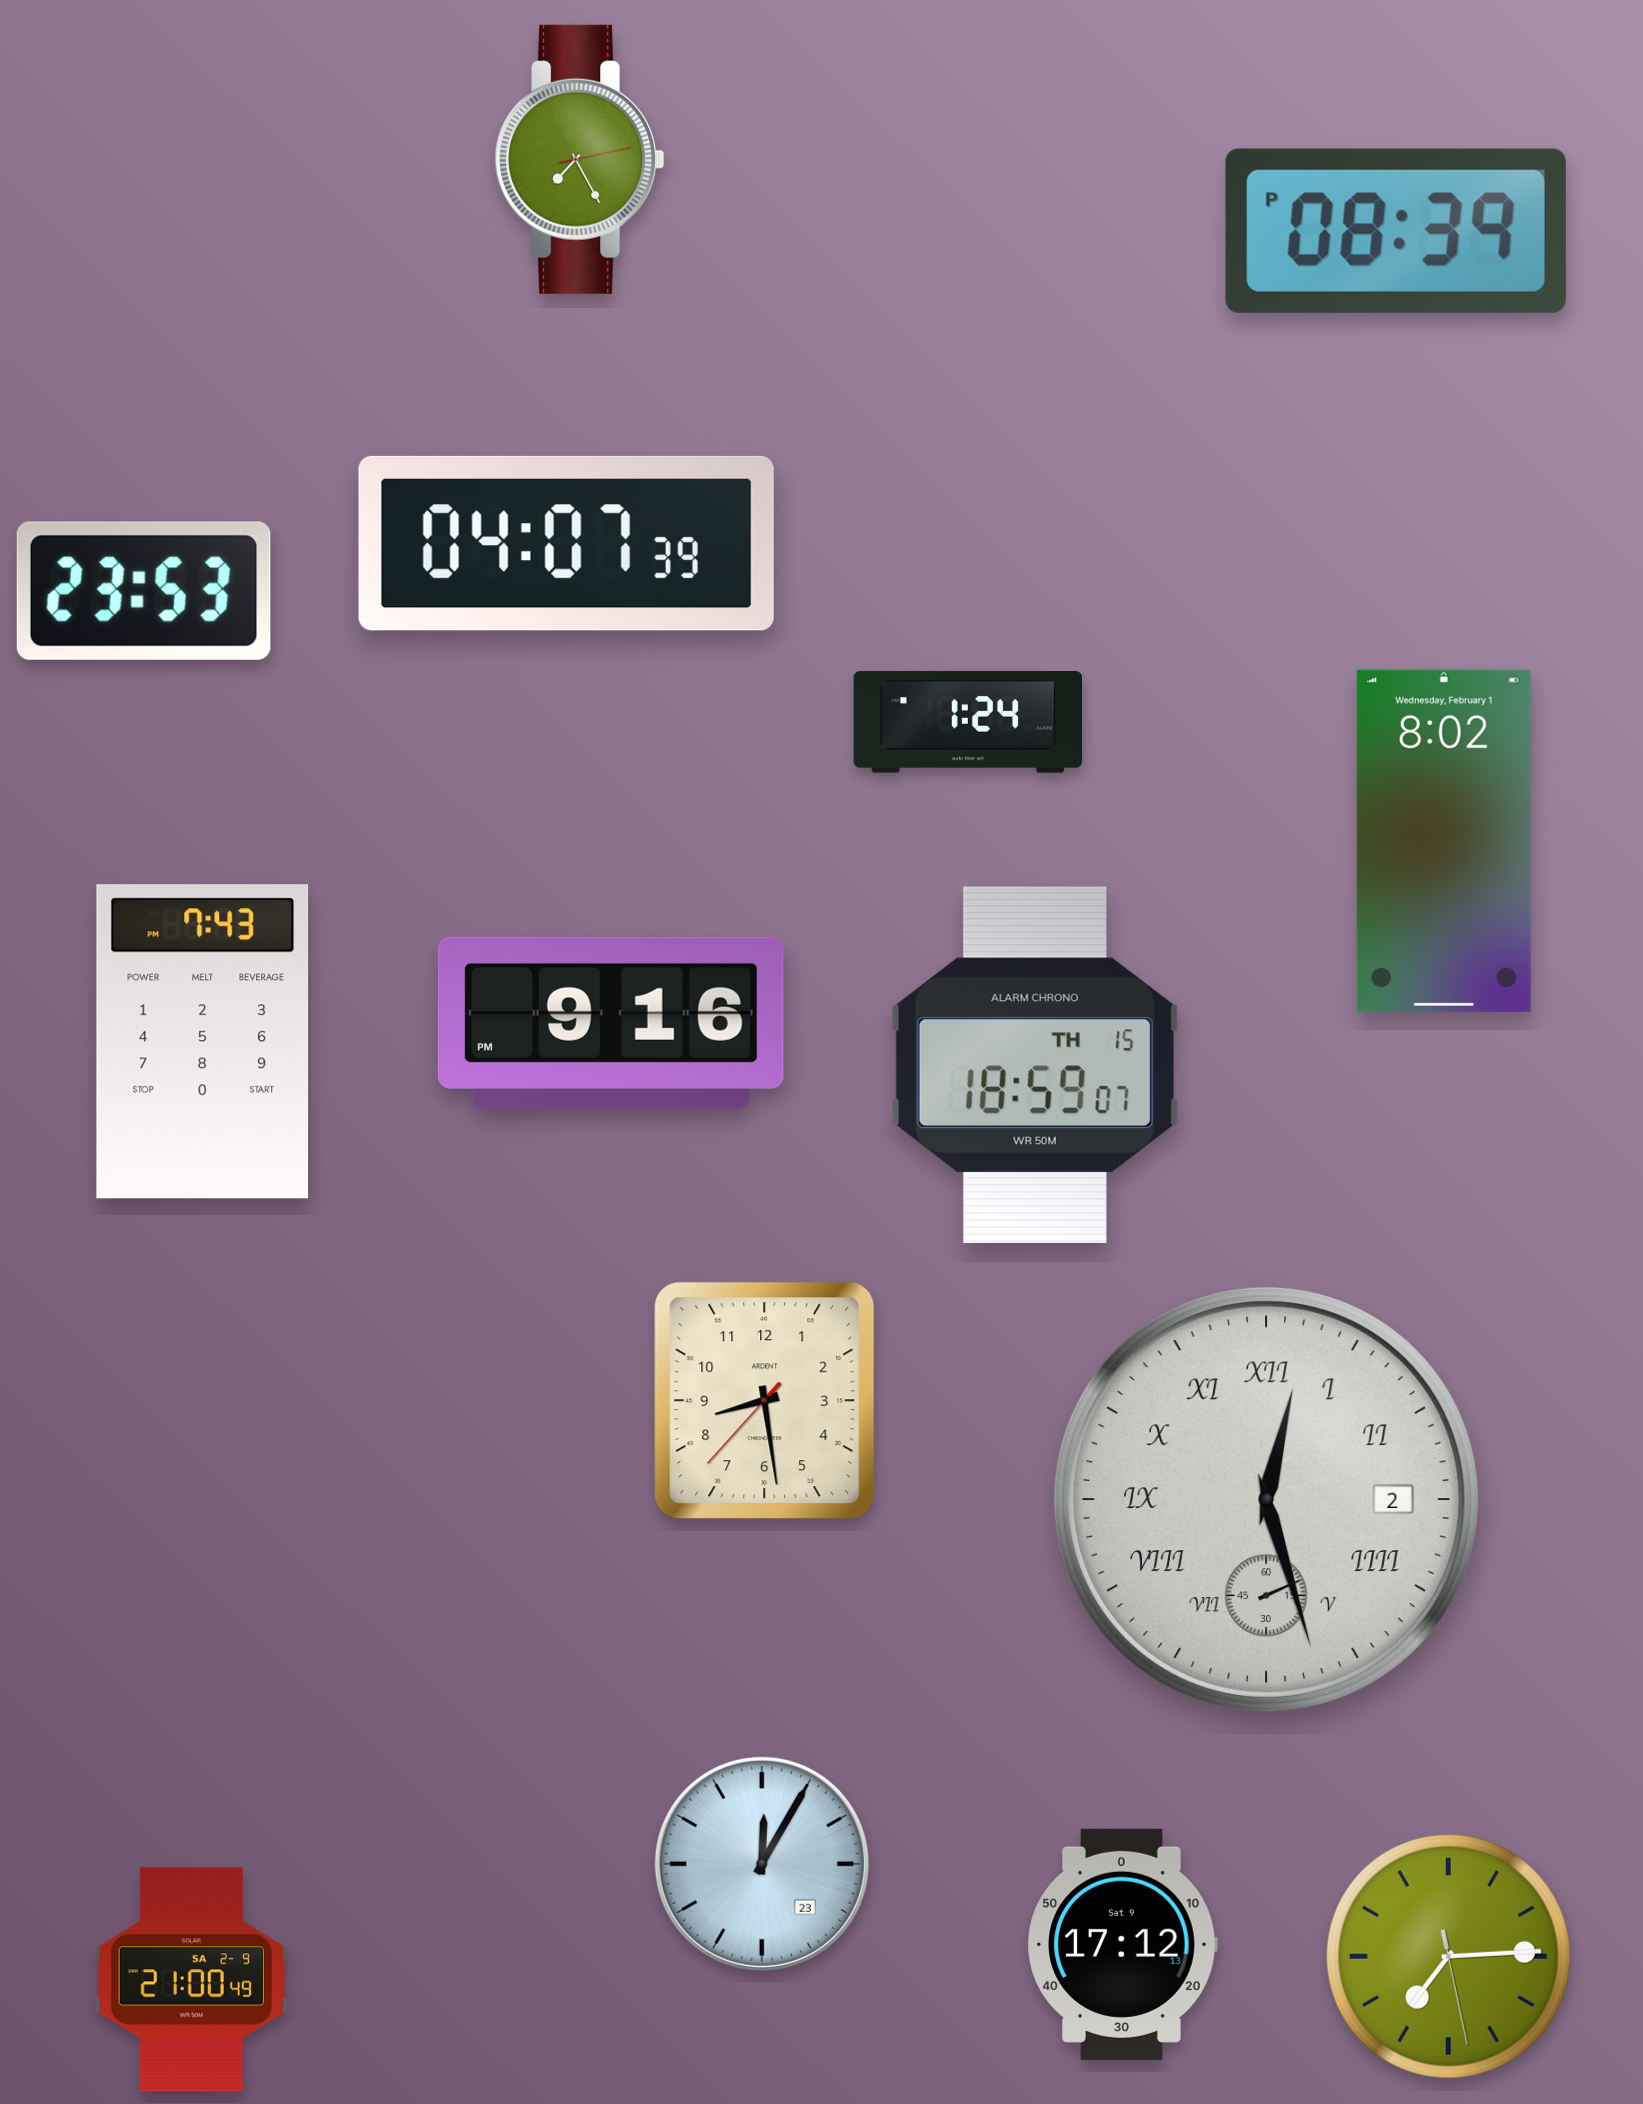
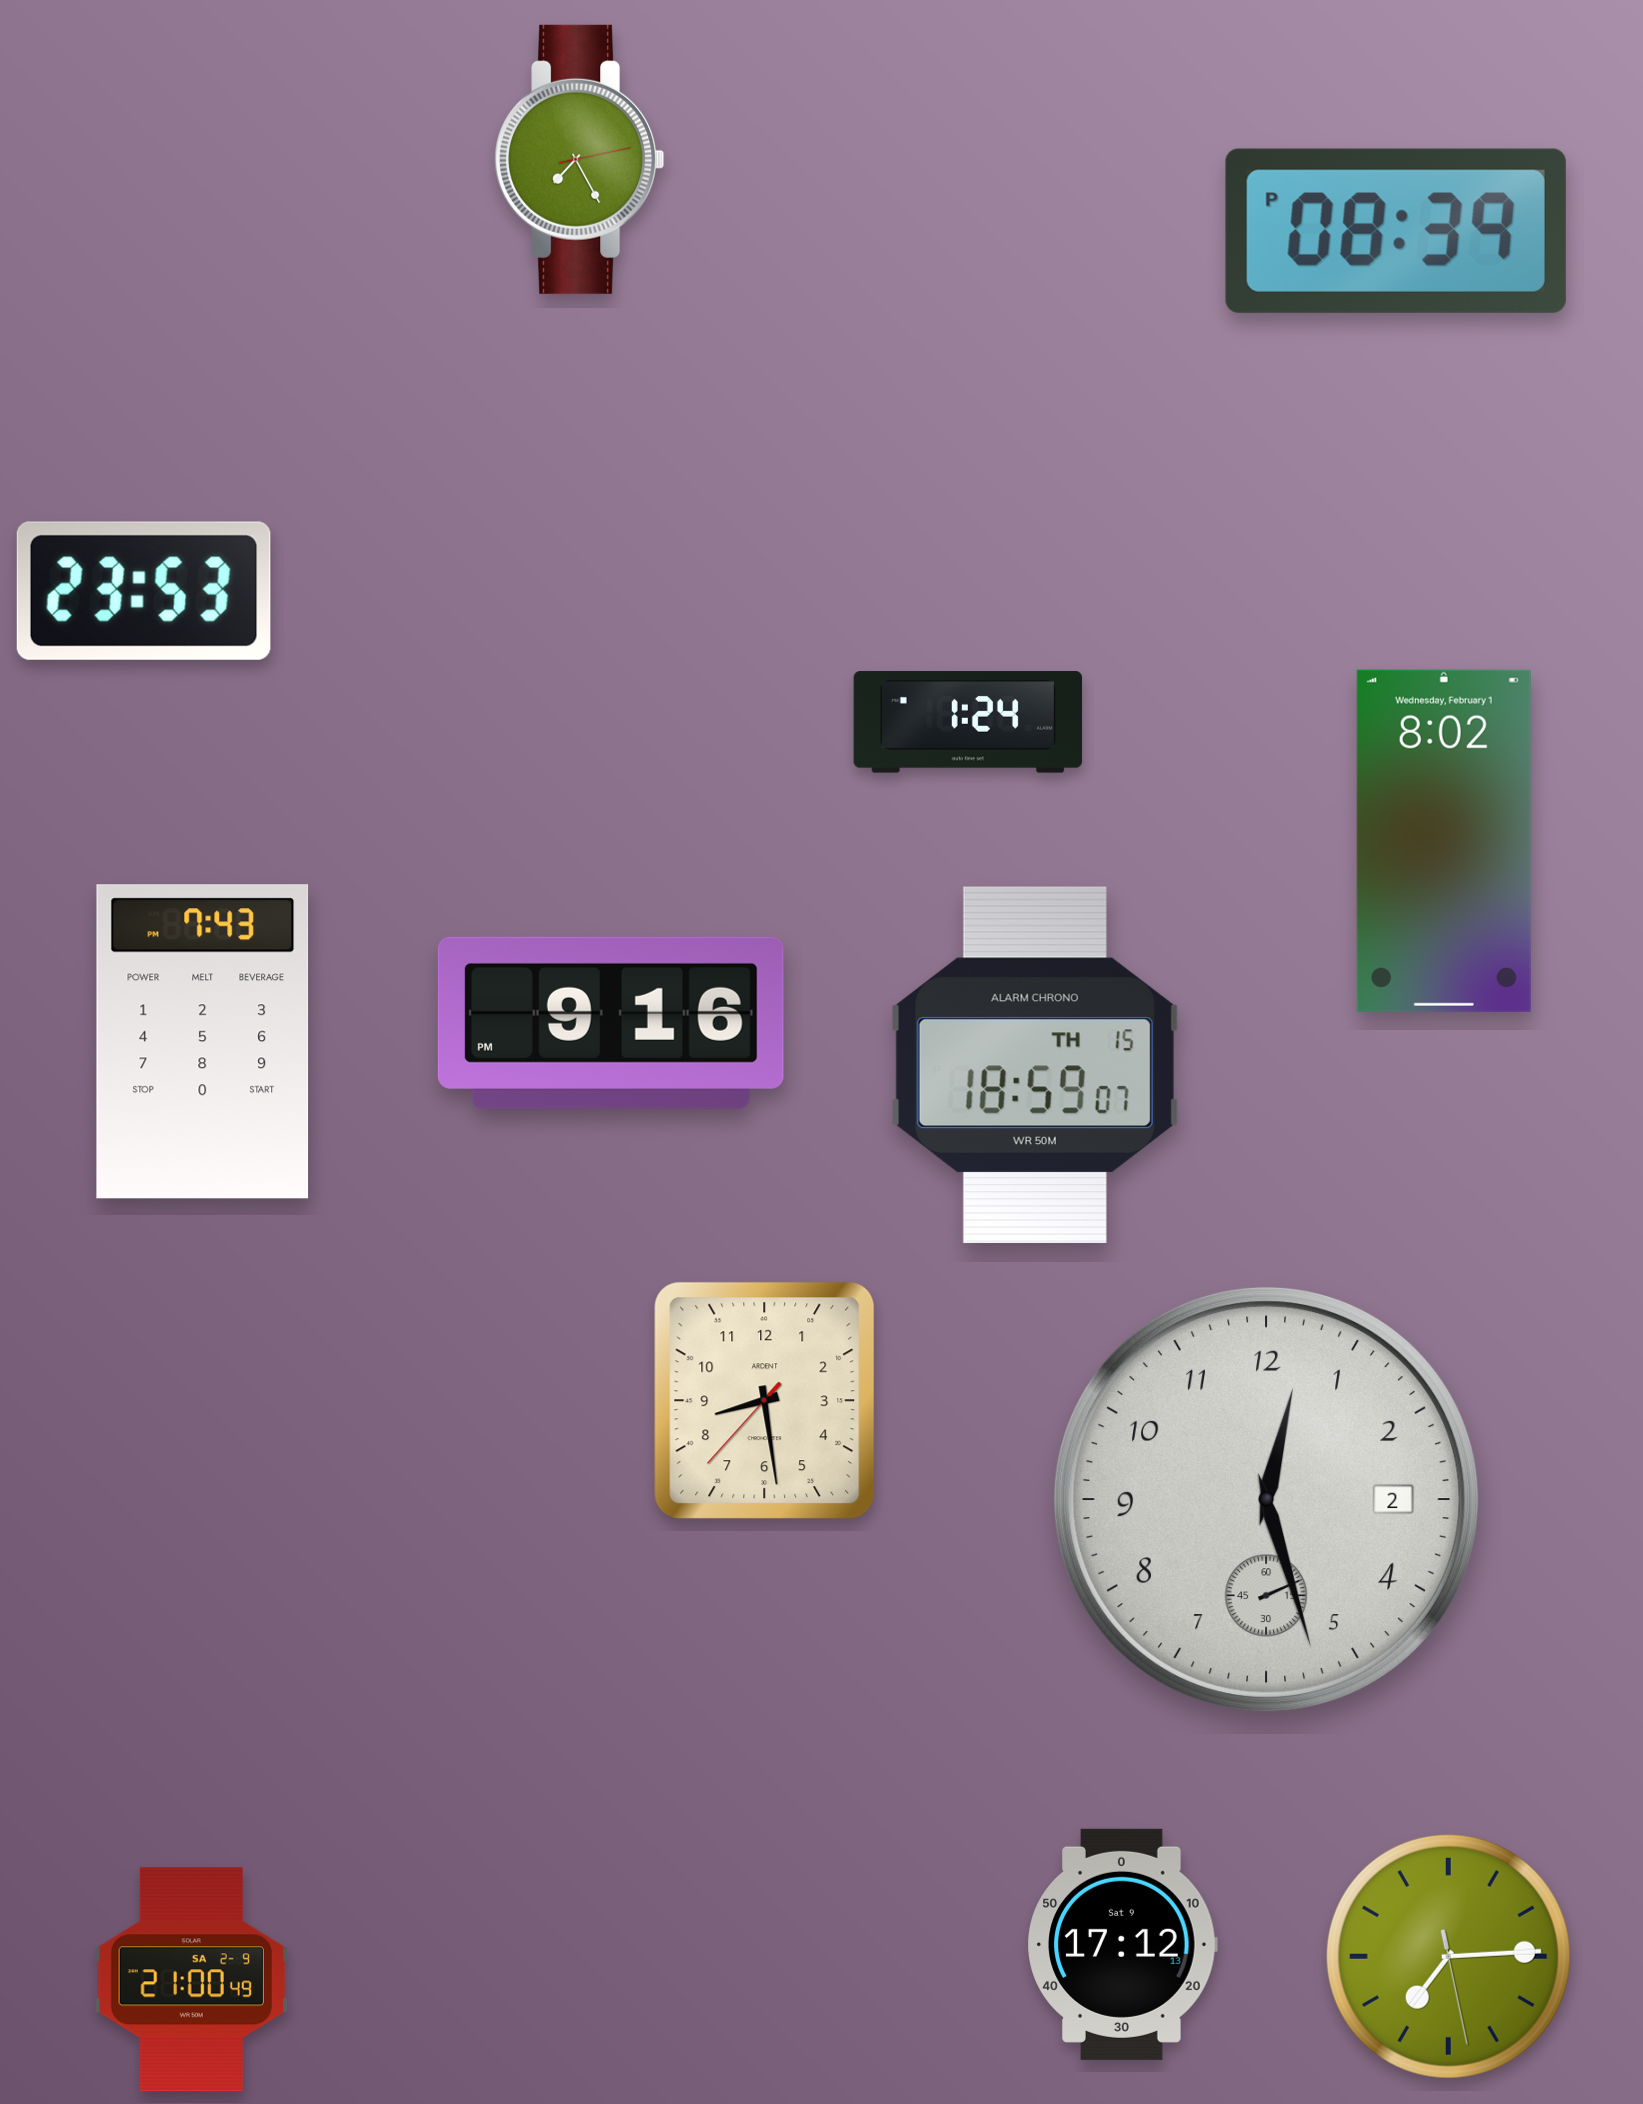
clock at (566, 543): 04:07 -> none
clock at (1266, 1499) numerals: Roman -> Arabic
clock at (762, 1864): 12:05 -> none
